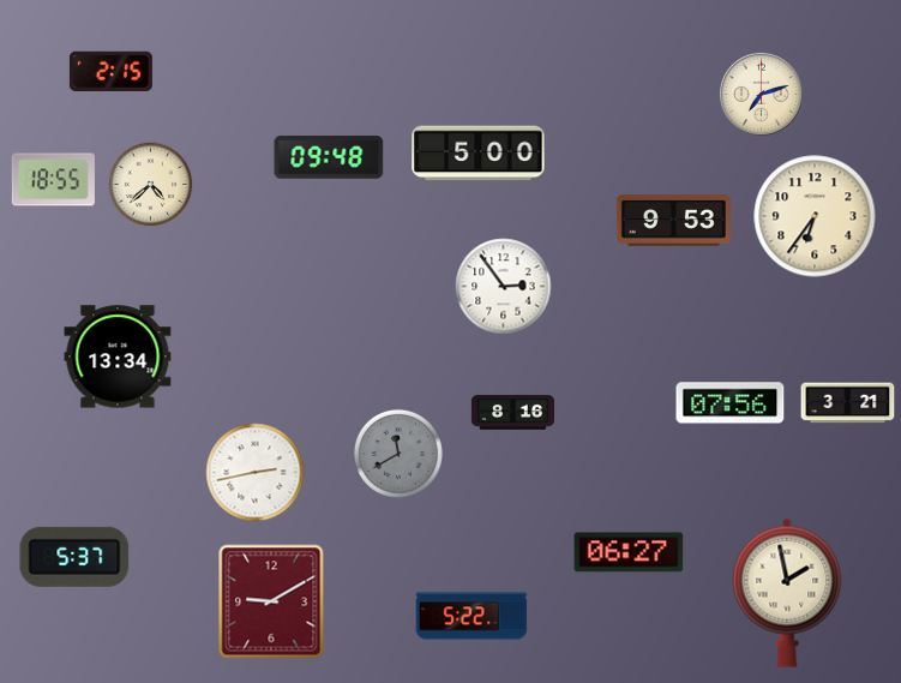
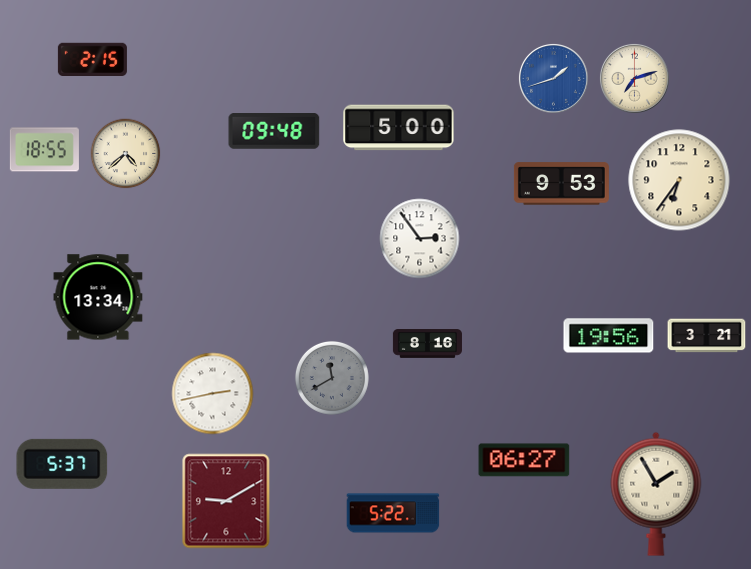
clock at (553, 78): none -> 1:42
clock at (731, 403): 07:56 -> 19:56
clock at (787, 593): 1:58 -> 1:55
